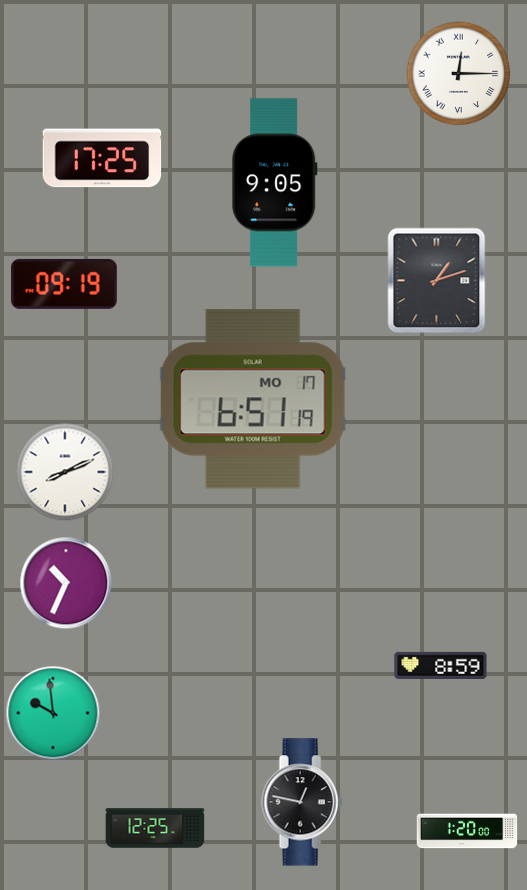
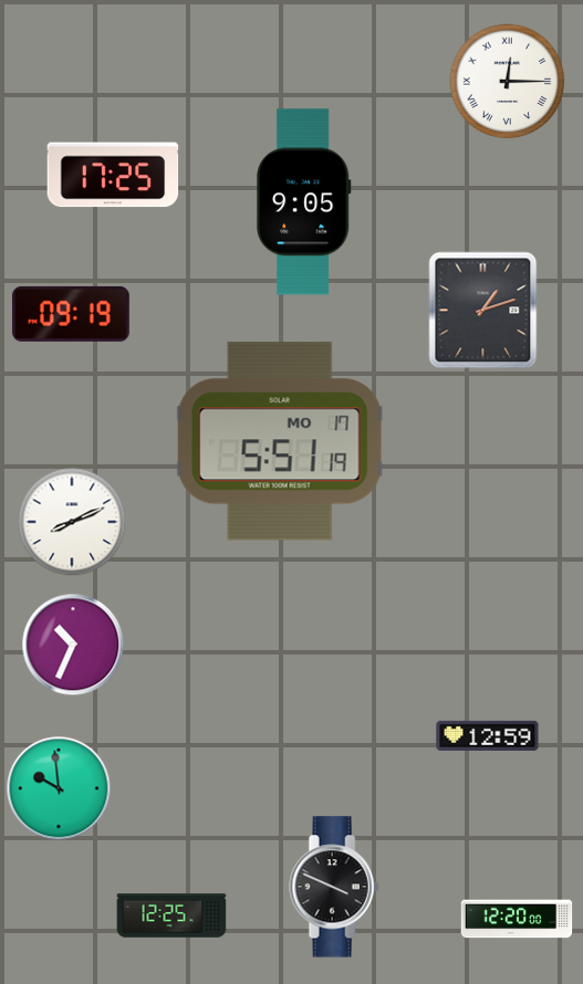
clock at (253, 399): 6:51 -> 5:51
clock at (441, 665): 8:59 -> 12:59
clock at (302, 802): 12:47 -> 3:49
clock at (467, 831): 1:20 -> 12:20
